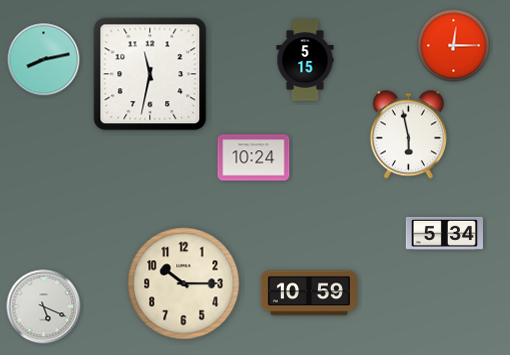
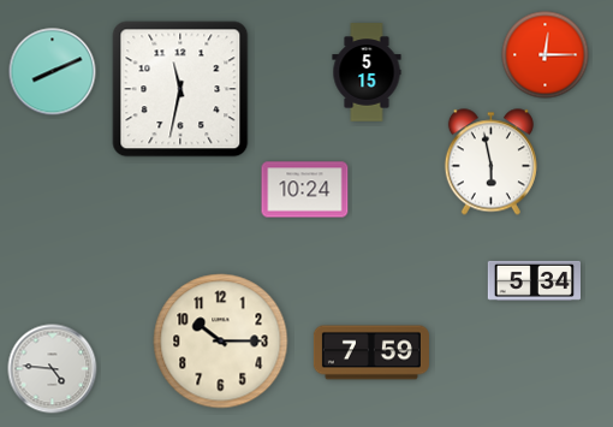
clock at (44, 60): 8:13 -> 8:11
clock at (309, 293): 10:59 -> 7:59
clock at (44, 307): 5:19 -> 4:46
